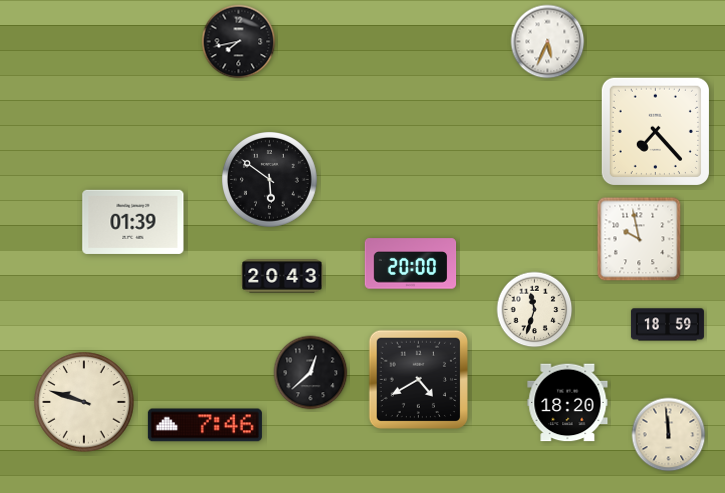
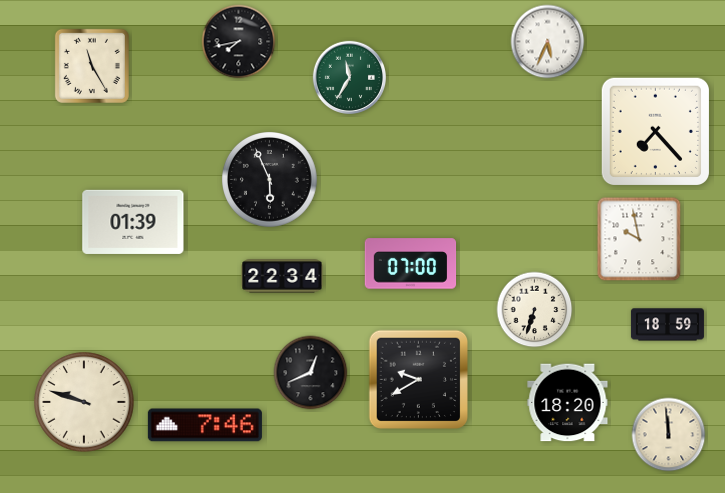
clock at (92, 66): none -> 11:25
clock at (349, 77): none -> 11:35
clock at (270, 180): 5:51 -> 5:56
clock at (411, 264): 20:00 -> 07:00
clock at (282, 276): 20:43 -> 22:34
clock at (535, 310): 11:33 -> 6:33
clock at (311, 373): 12:38 -> 12:41
clock at (419, 380): 4:40 -> 9:40
